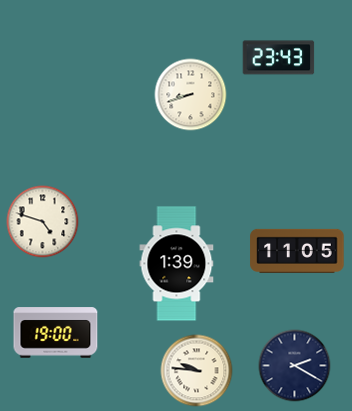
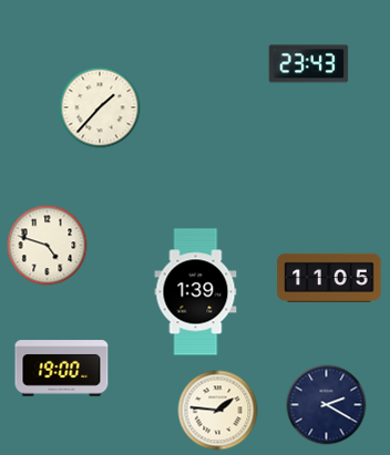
clock at (191, 95): 8:42 -> none
clock at (100, 107): none -> 1:37
clock at (197, 371): 9:46 -> 1:46
